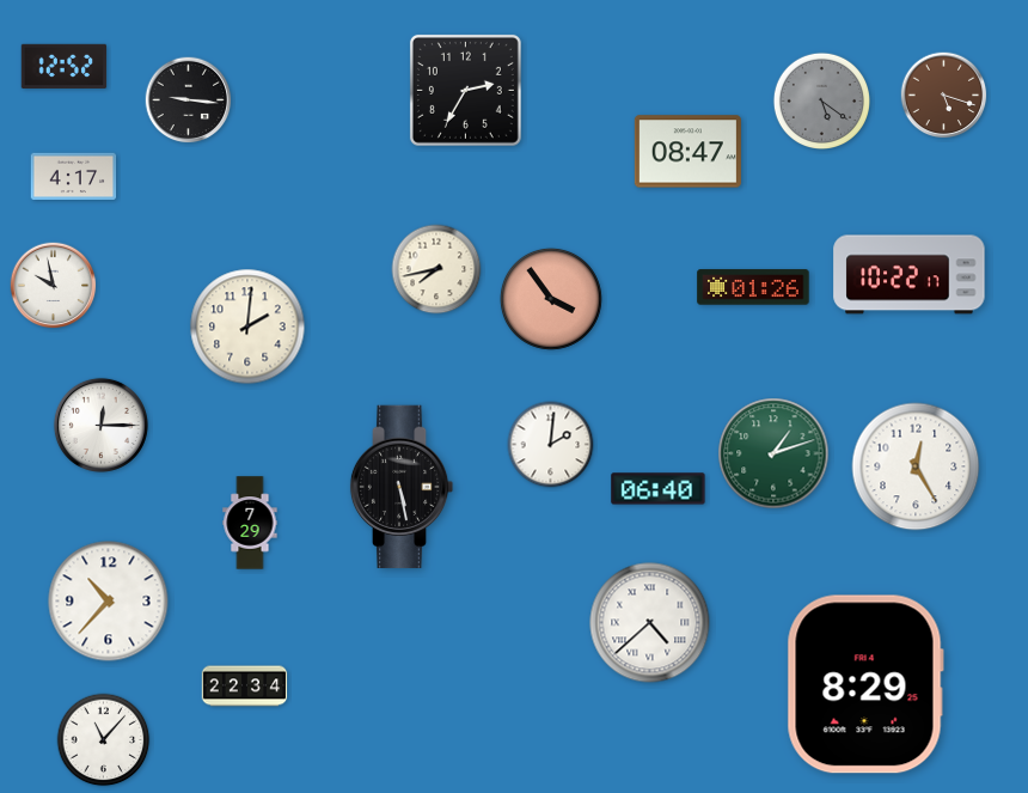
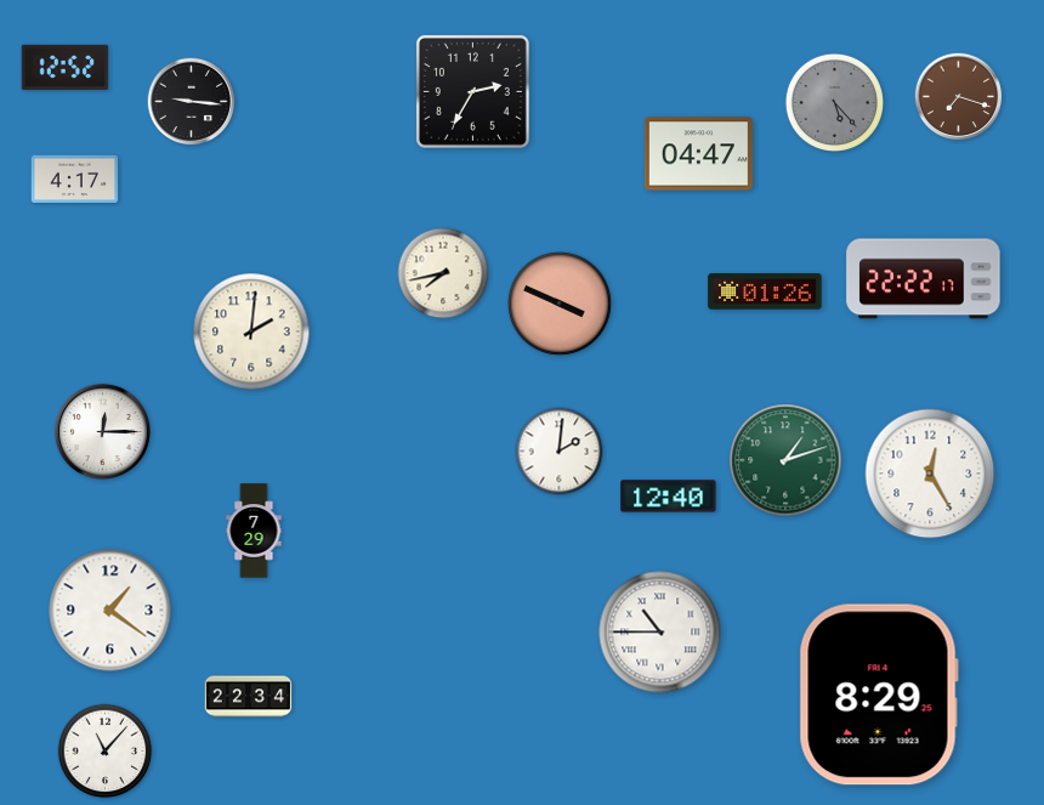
clock at (944, 96): 5:18 -> 7:18
clock at (821, 100): 5:21 -> 5:23
clock at (687, 152): 08:47 -> 04:47
clock at (910, 275): 10:22 -> 22:22
clock at (54, 286): 9:58 -> none
clock at (551, 299): 3:54 -> 3:49
clock at (402, 487): 5:28 -> none
clock at (659, 489): 06:40 -> 12:40
clock at (109, 602): 10:37 -> 1:21
clock at (650, 623): 4:38 -> 10:45
